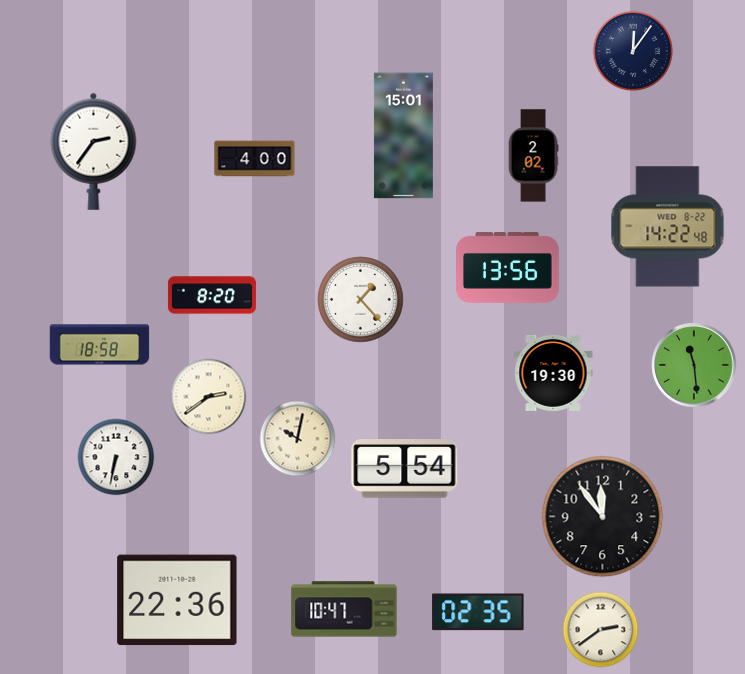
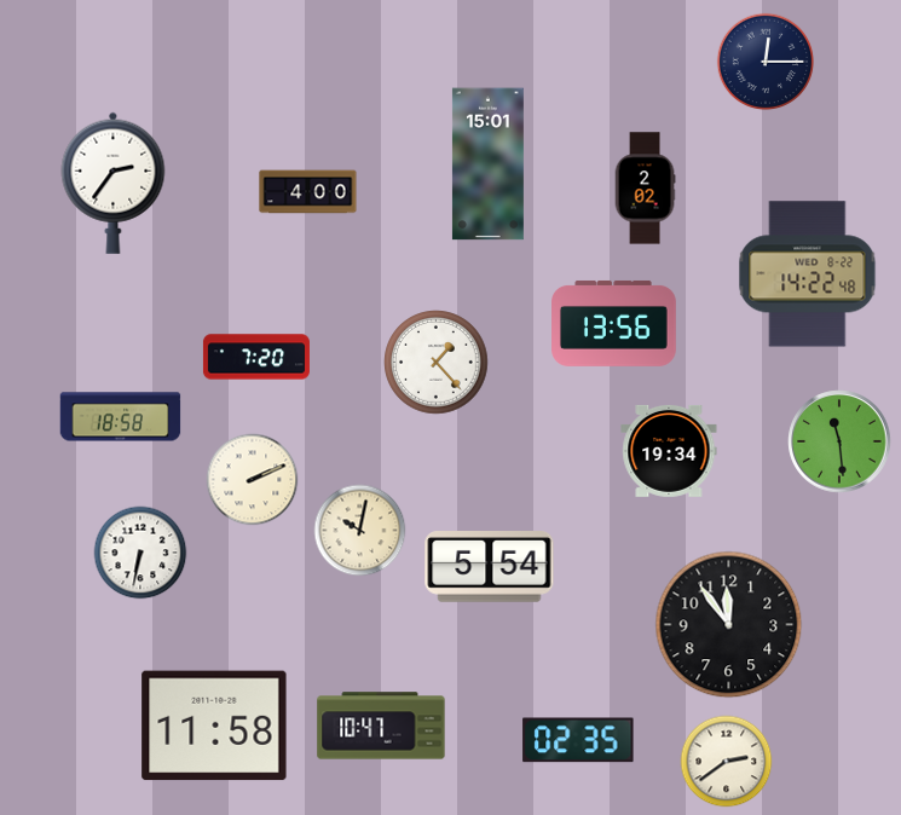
clock at (633, 51): 12:06 -> 12:15
clock at (212, 295): 8:20 -> 7:20
clock at (553, 373): 19:30 -> 19:34
clock at (209, 397): 2:39 -> 2:11
clock at (177, 600): 22:36 -> 11:58
clock at (344, 609) position: (344, 609) -> (381, 726)
